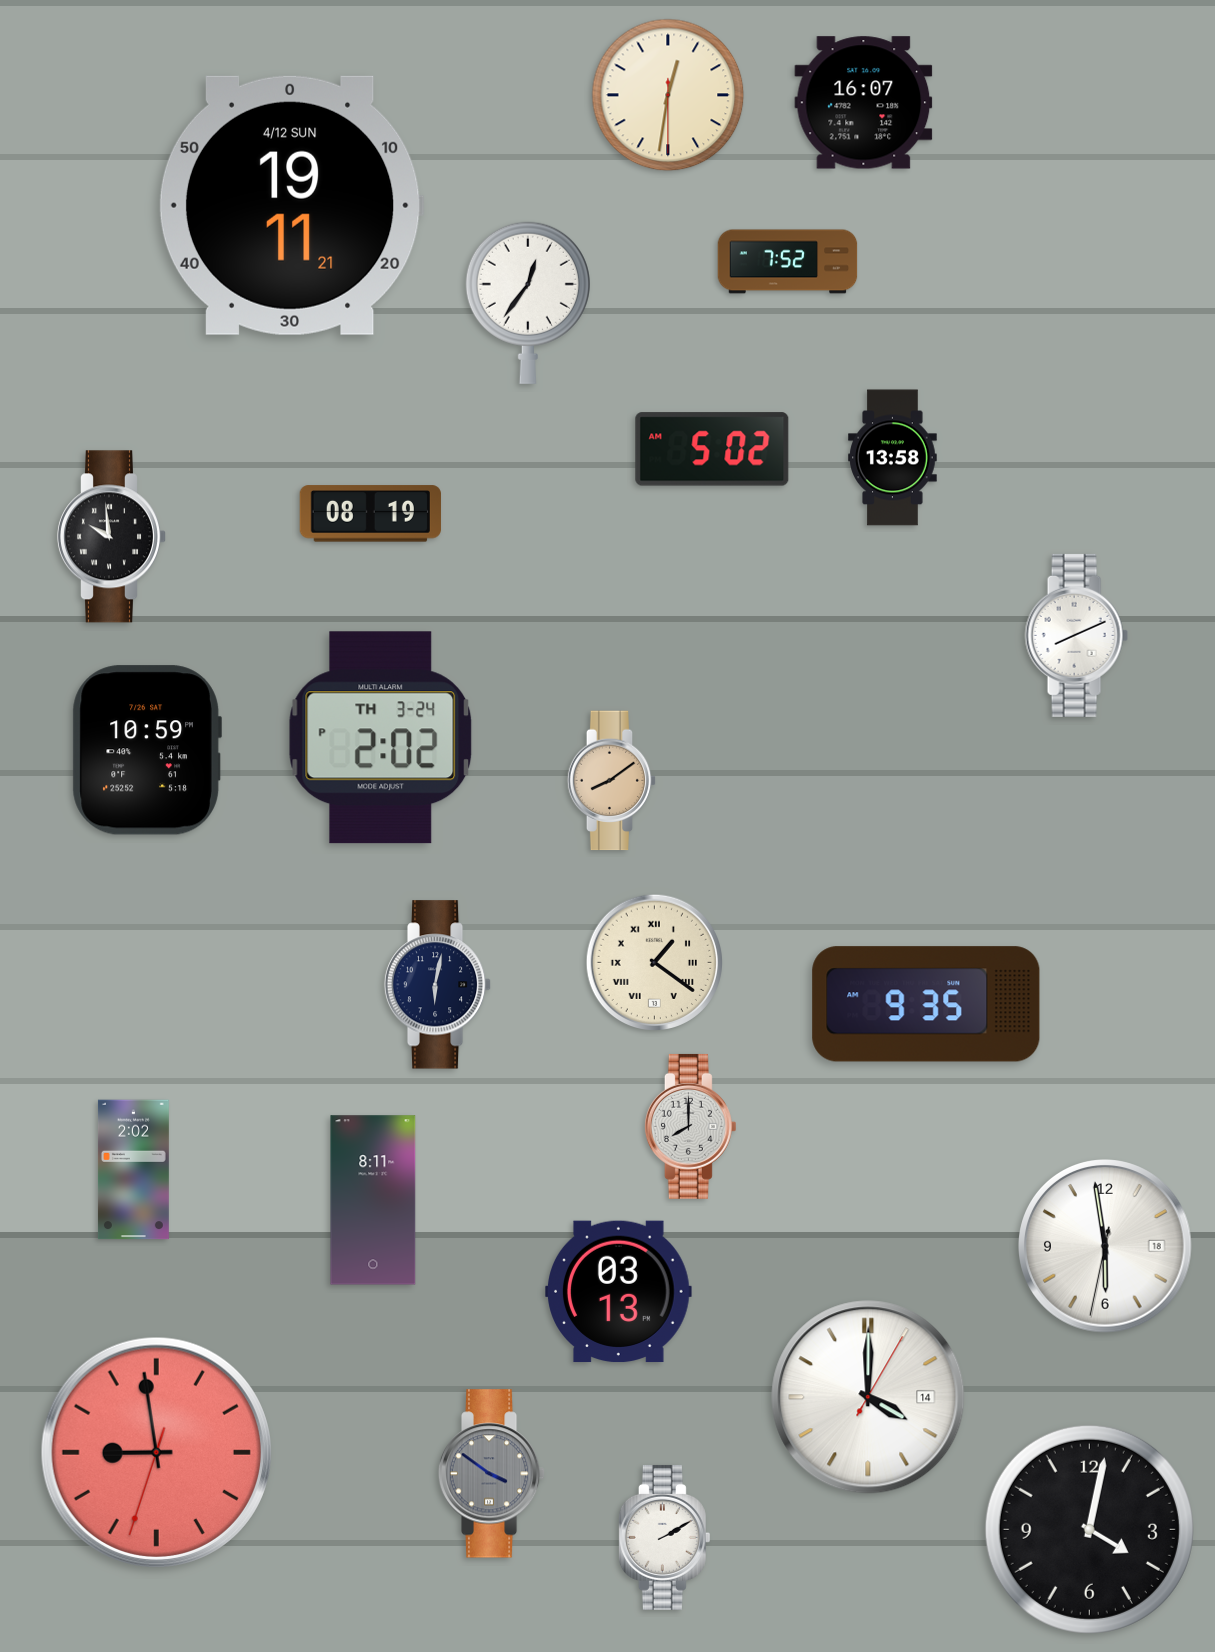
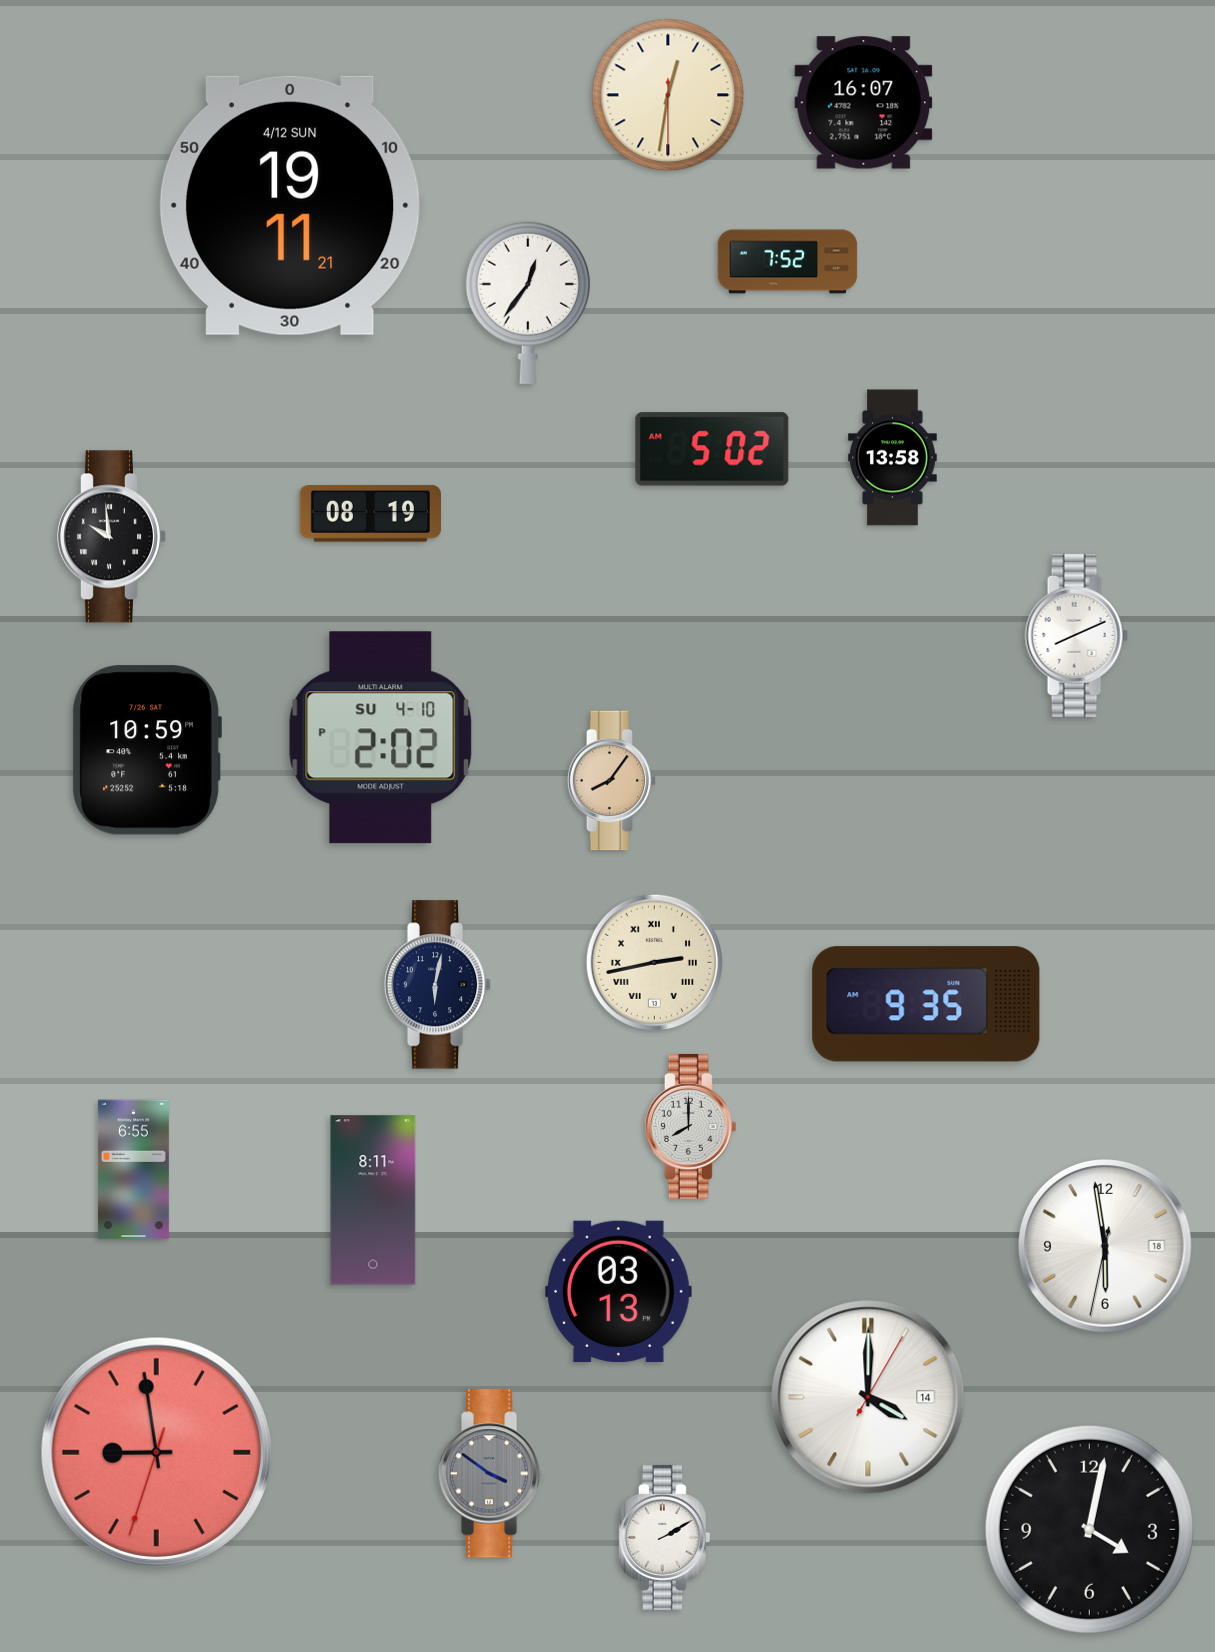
clock at (381, 738) date: TH 3-24 -> SU 4-10
clock at (612, 781): 8:09 -> 8:06
clock at (654, 962): 1:21 -> 2:43
clock at (133, 1170): 2:02 -> 6:55
